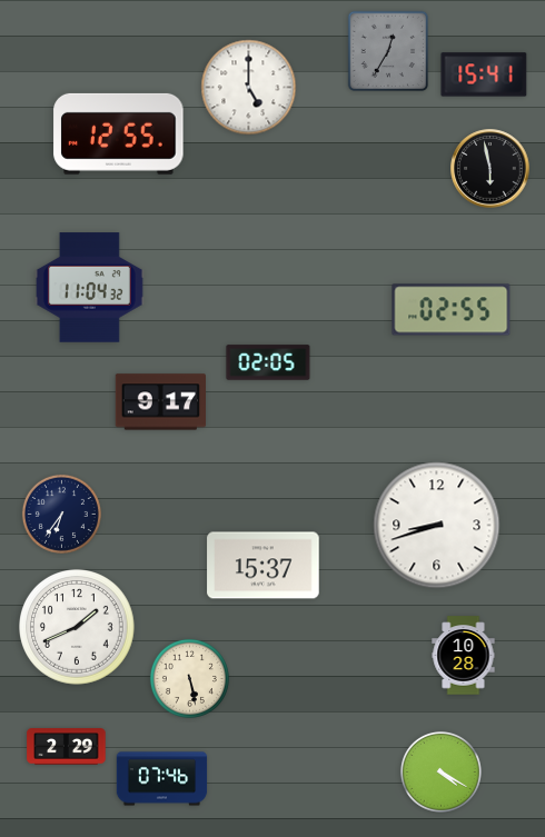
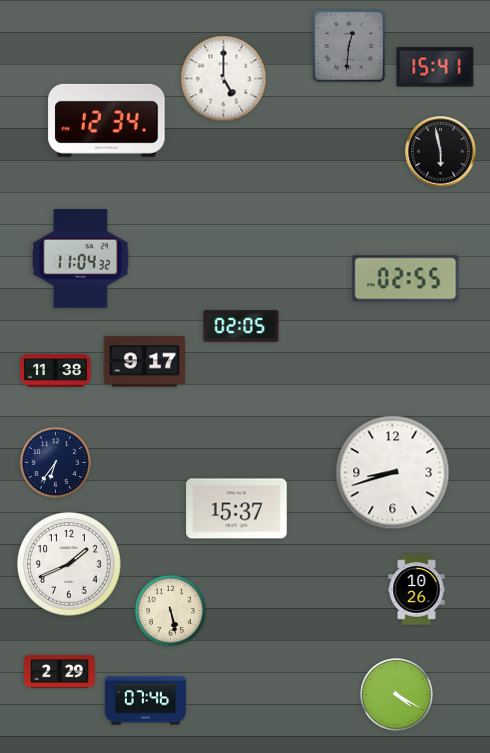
clock at (388, 51): 12:35 -> 12:31
clock at (119, 133): 12:55 -> 12:34
clock at (56, 371): none -> 11:38
clock at (464, 656): 10:28 -> 10:26
